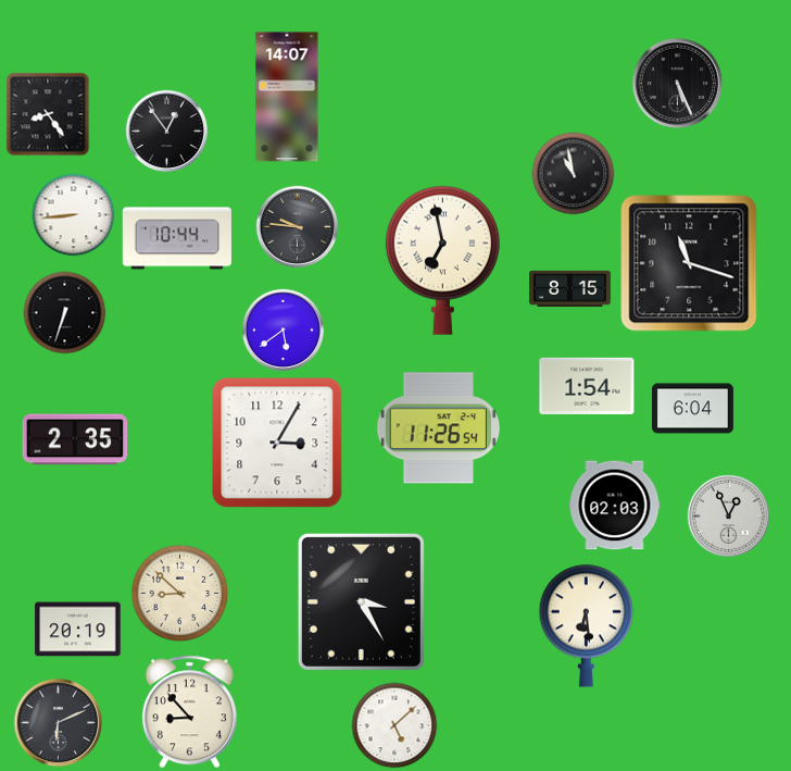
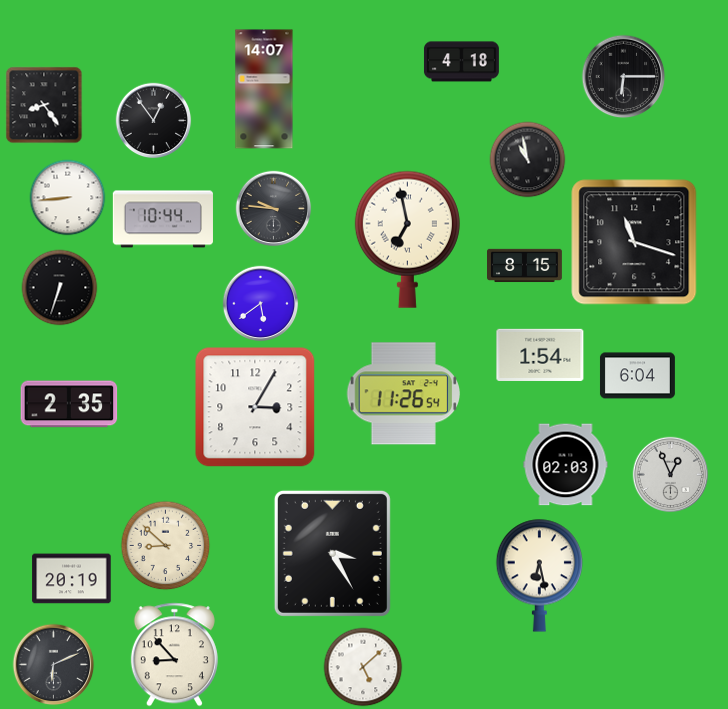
clock at (462, 62): none -> 4:18
clock at (678, 84): 5:26 -> 6:15
clock at (586, 625): 6:29 -> 6:28
